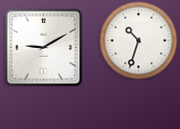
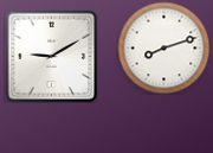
clock at (138, 40): 10:33 -> 8:12
